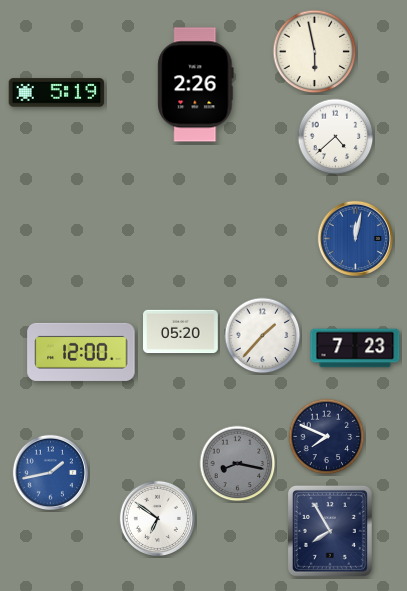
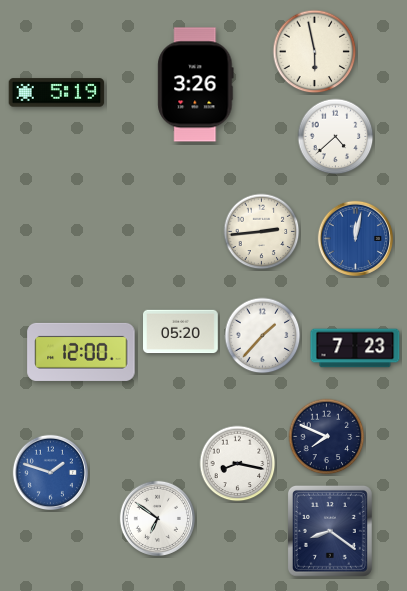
clock at (196, 85): 2:26 -> 3:26
clock at (262, 232): none -> 2:44
clock at (238, 464) dial: grey -> white
clock at (50, 472): 1:43 -> 1:48
clock at (330, 531): 7:55 -> 8:21
